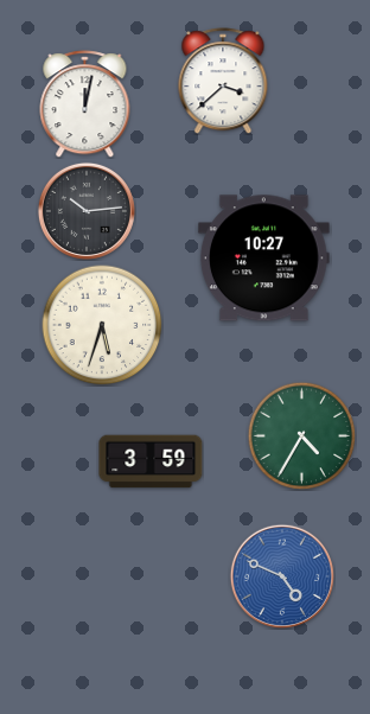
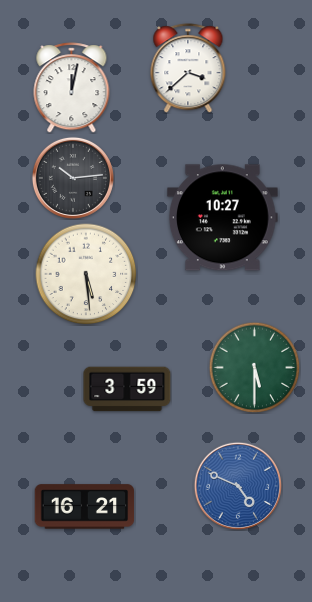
clock at (102, 325): 5:33 -> 5:29
clock at (301, 435): 4:35 -> 5:30
clock at (85, 507): none -> 16:21
